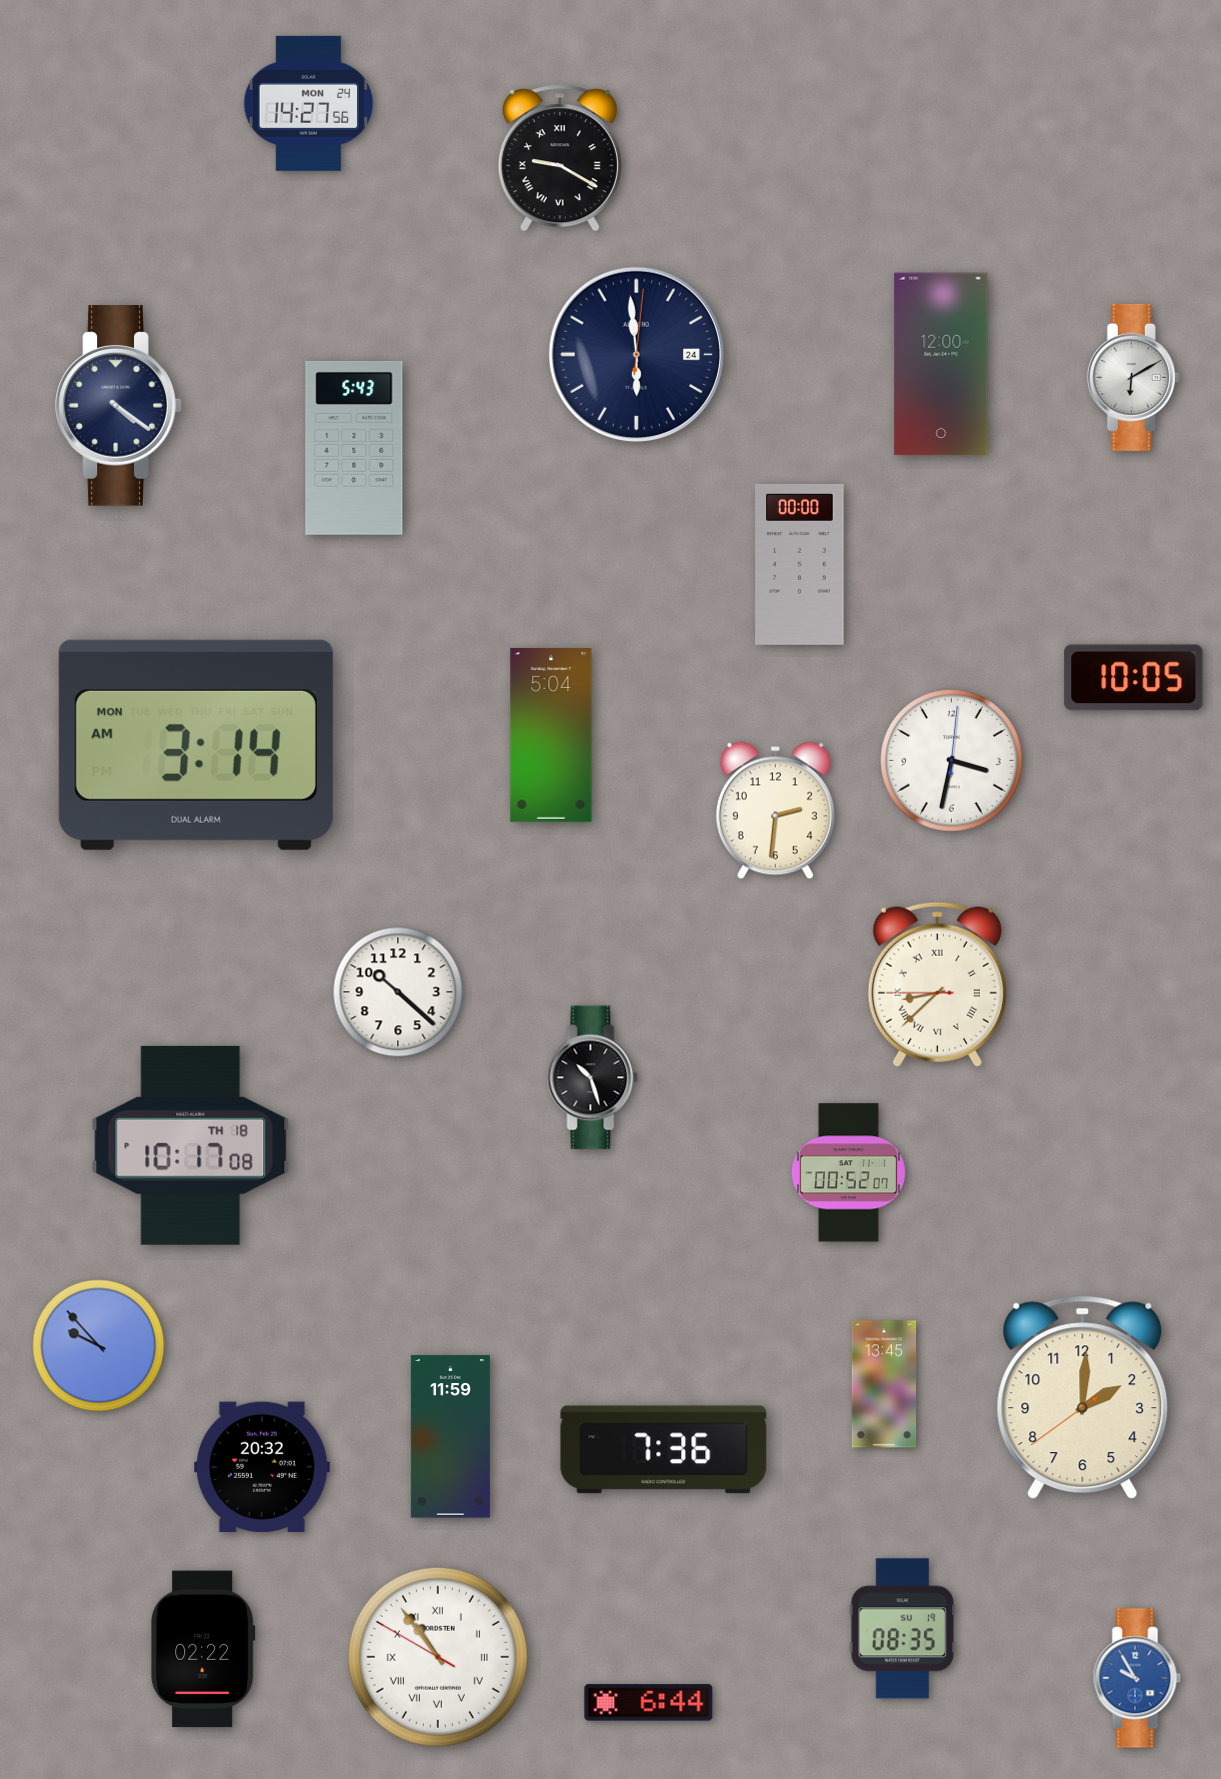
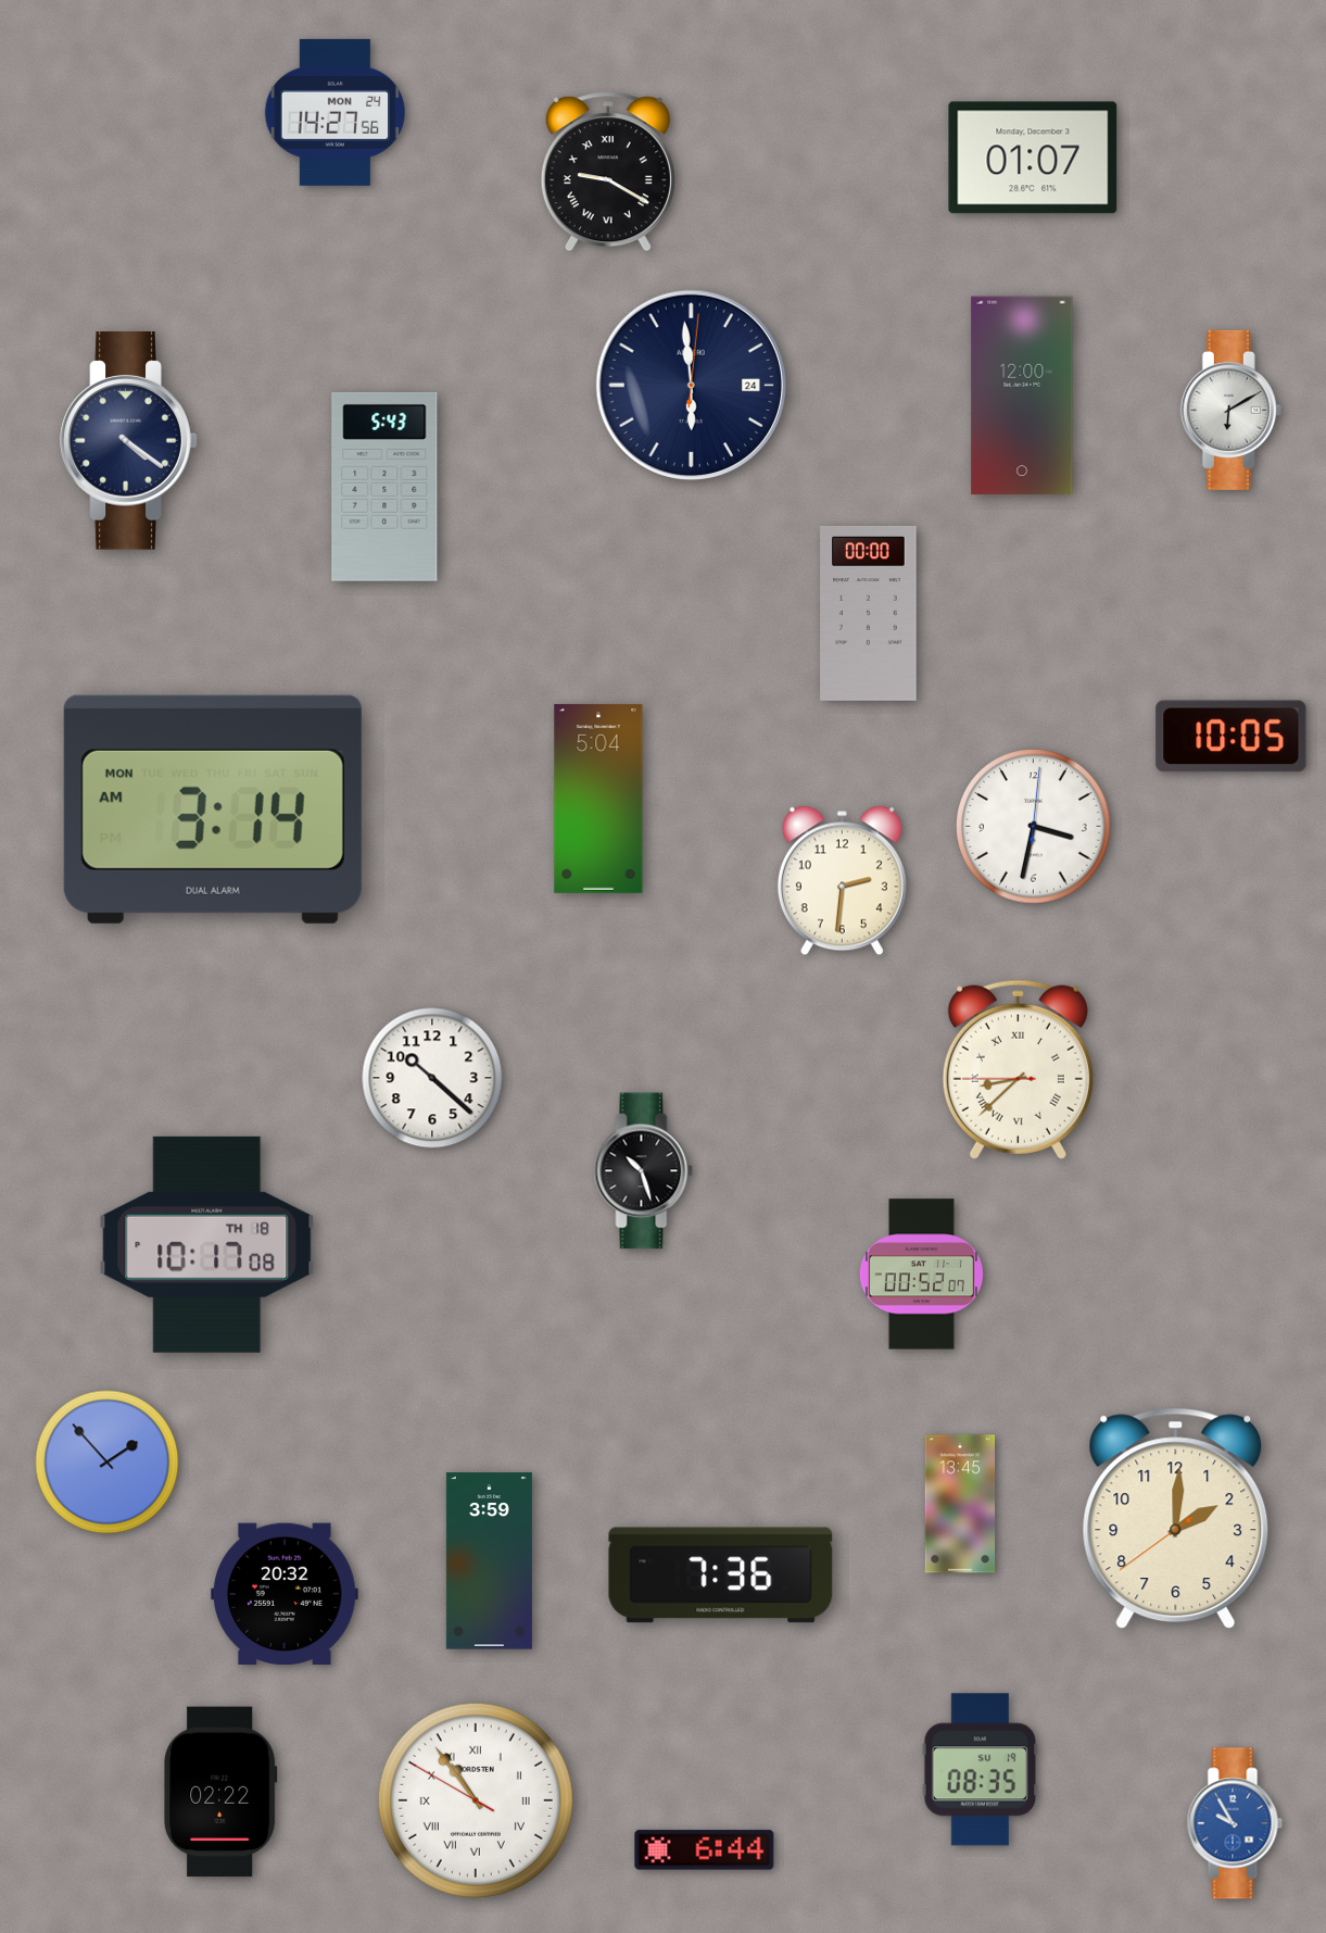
clock at (1033, 158): none -> 01:07
clock at (99, 1346): 9:53 -> 1:53
clock at (450, 1437): 11:59 -> 3:59
